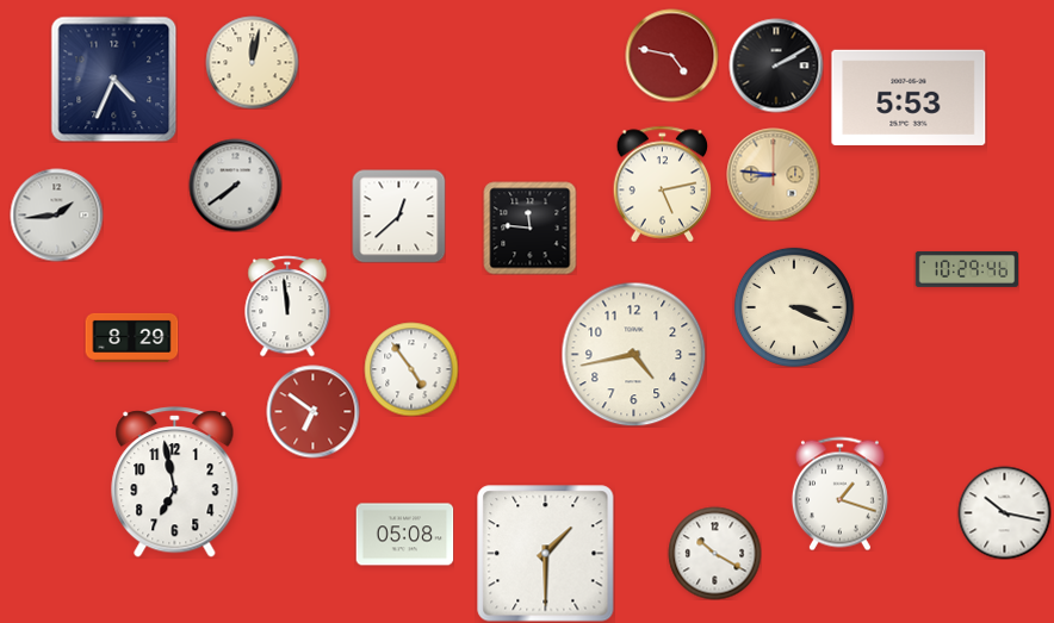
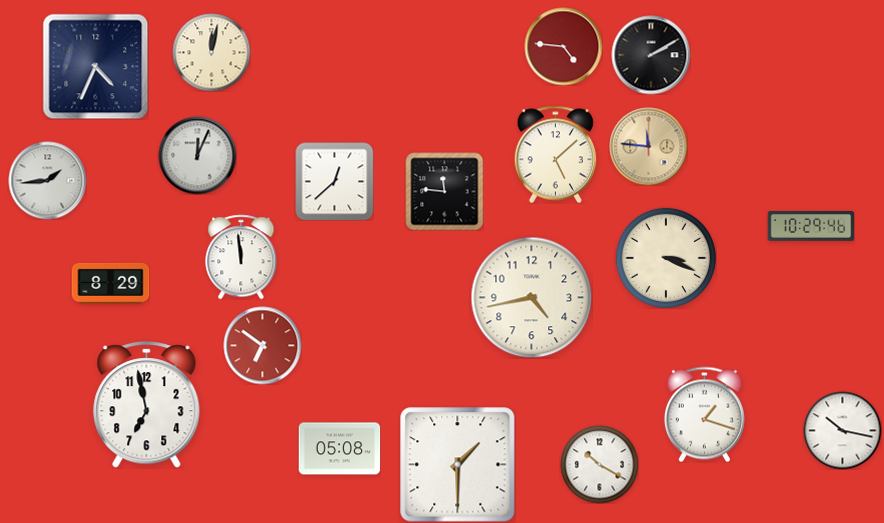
clock at (671, 55): 4:47 -> 4:46
clock at (909, 98): 5:53 -> none
clock at (773, 174): 8:46 -> 11:46
clock at (663, 183): 5:13 -> 5:08
clock at (235, 185): 7:39 -> 12:04
clock at (411, 369): 4:54 -> none
